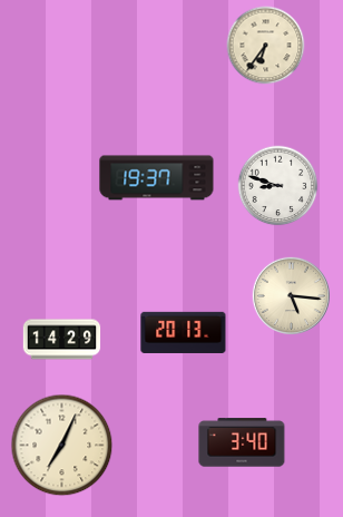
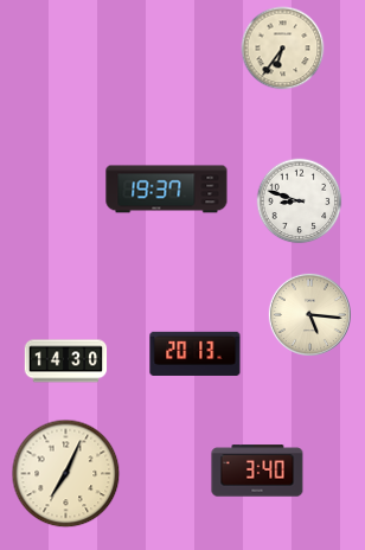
clock at (278, 186) position: (278, 186) -> (300, 202)
clock at (62, 340): 14:29 -> 14:30
